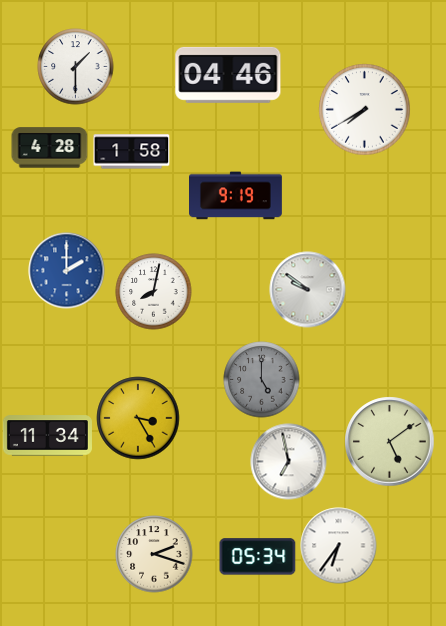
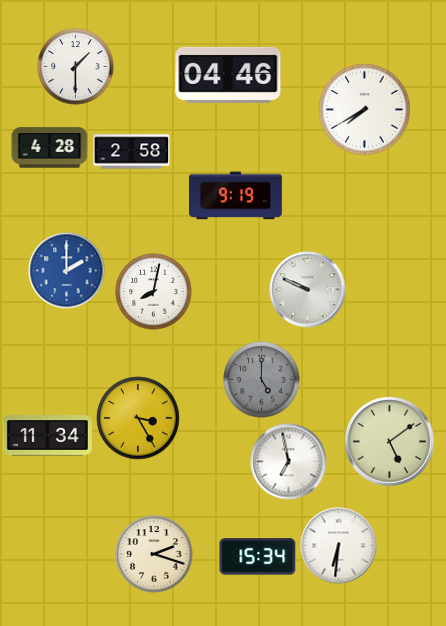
clock at (132, 152): 1:58 -> 2:58
clock at (308, 290): 9:51 -> 9:49
clock at (339, 546): 6:36 -> 6:31
clock at (258, 557): 05:34 -> 15:34
